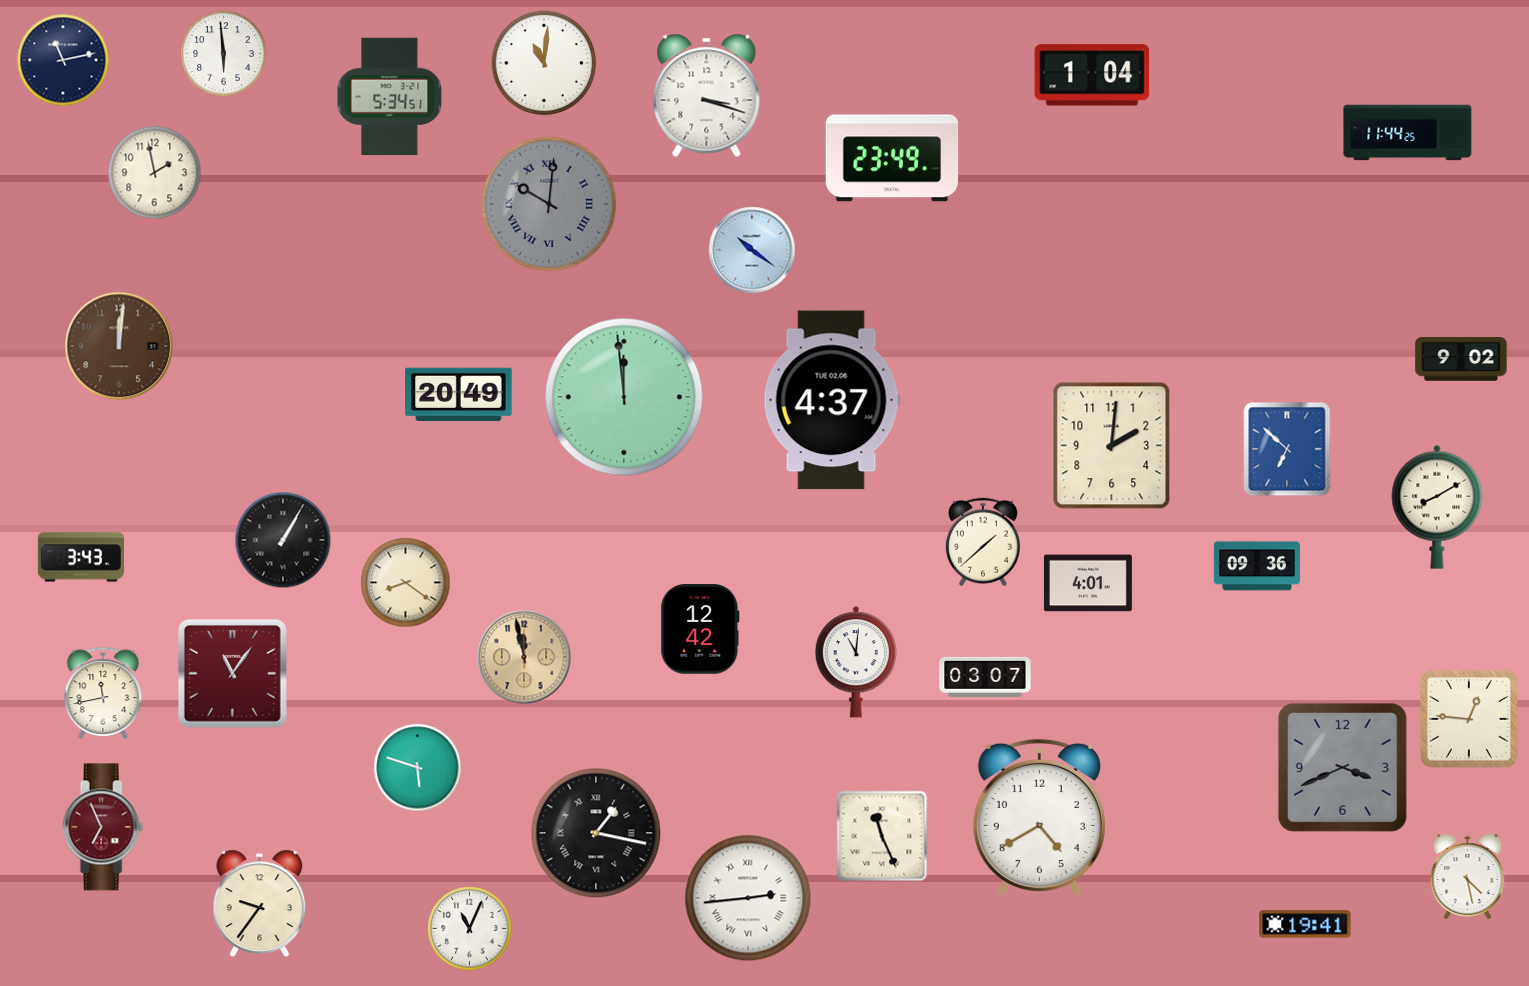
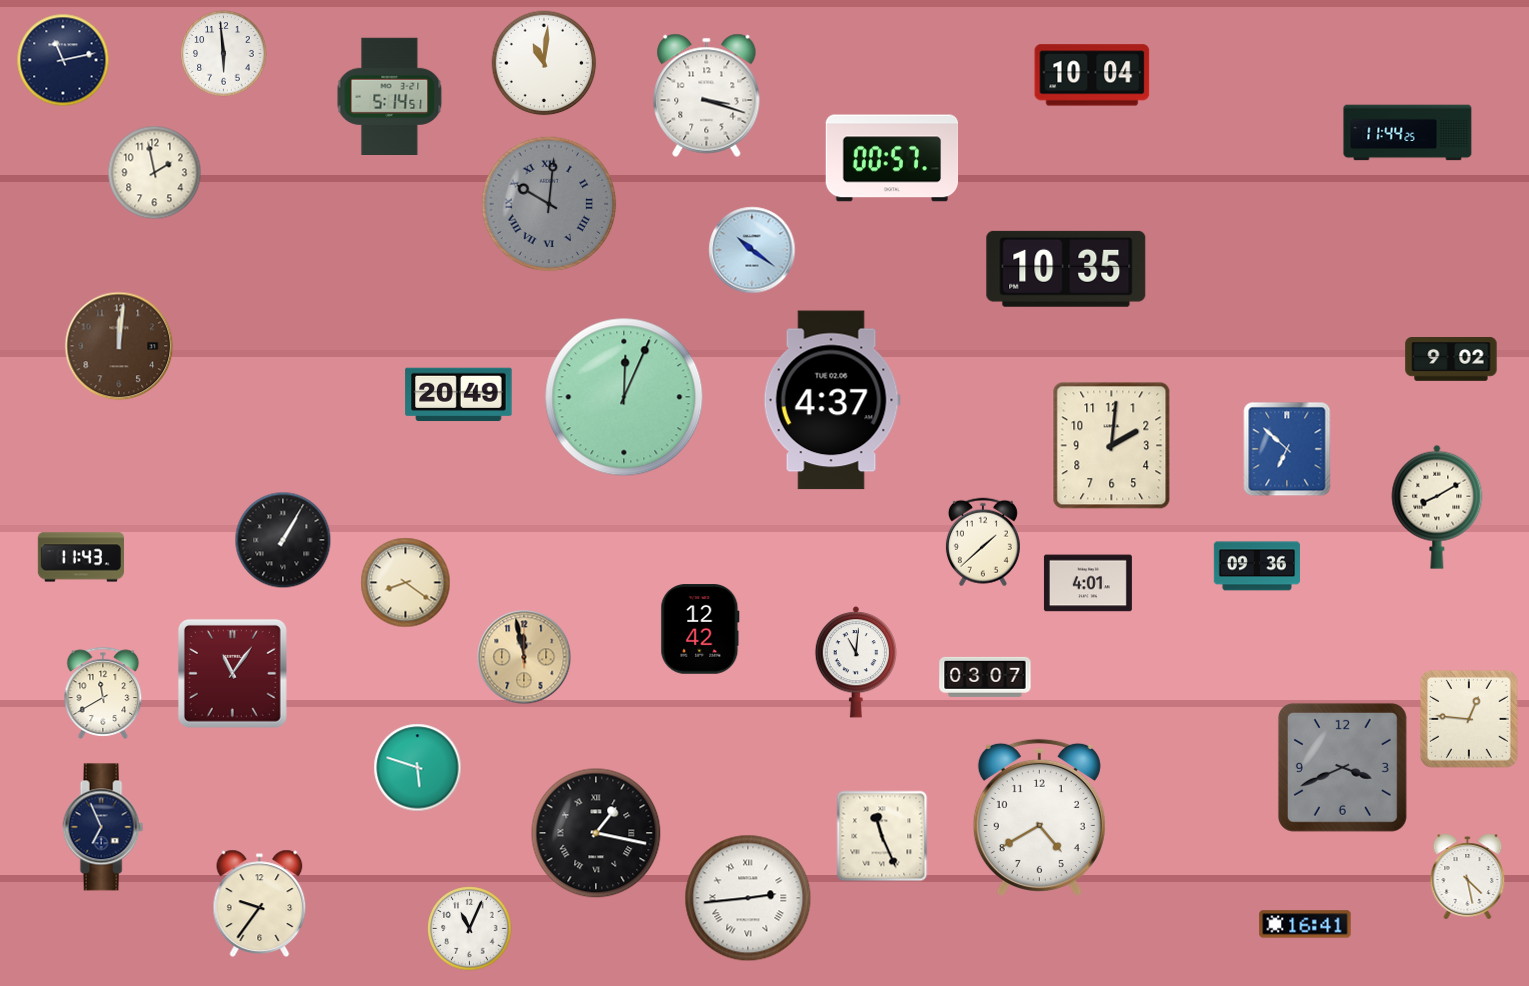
clock at (1092, 75): 1:04 -> 10:04
clock at (390, 96): 5:34 -> 5:14
clock at (892, 158): 23:49 -> 00:57
clock at (1066, 269): none -> 10:35
clock at (1461, 360) position: (1461, 360) -> (1451, 360)
clock at (624, 397): 11:59 -> 12:04
clock at (81, 557): 3:43 -> 11:43
clock at (103, 693): 11:43 -> 11:40
clock at (103, 827) dial: burgundy -> navy
clock at (1305, 924): 19:41 -> 16:41
